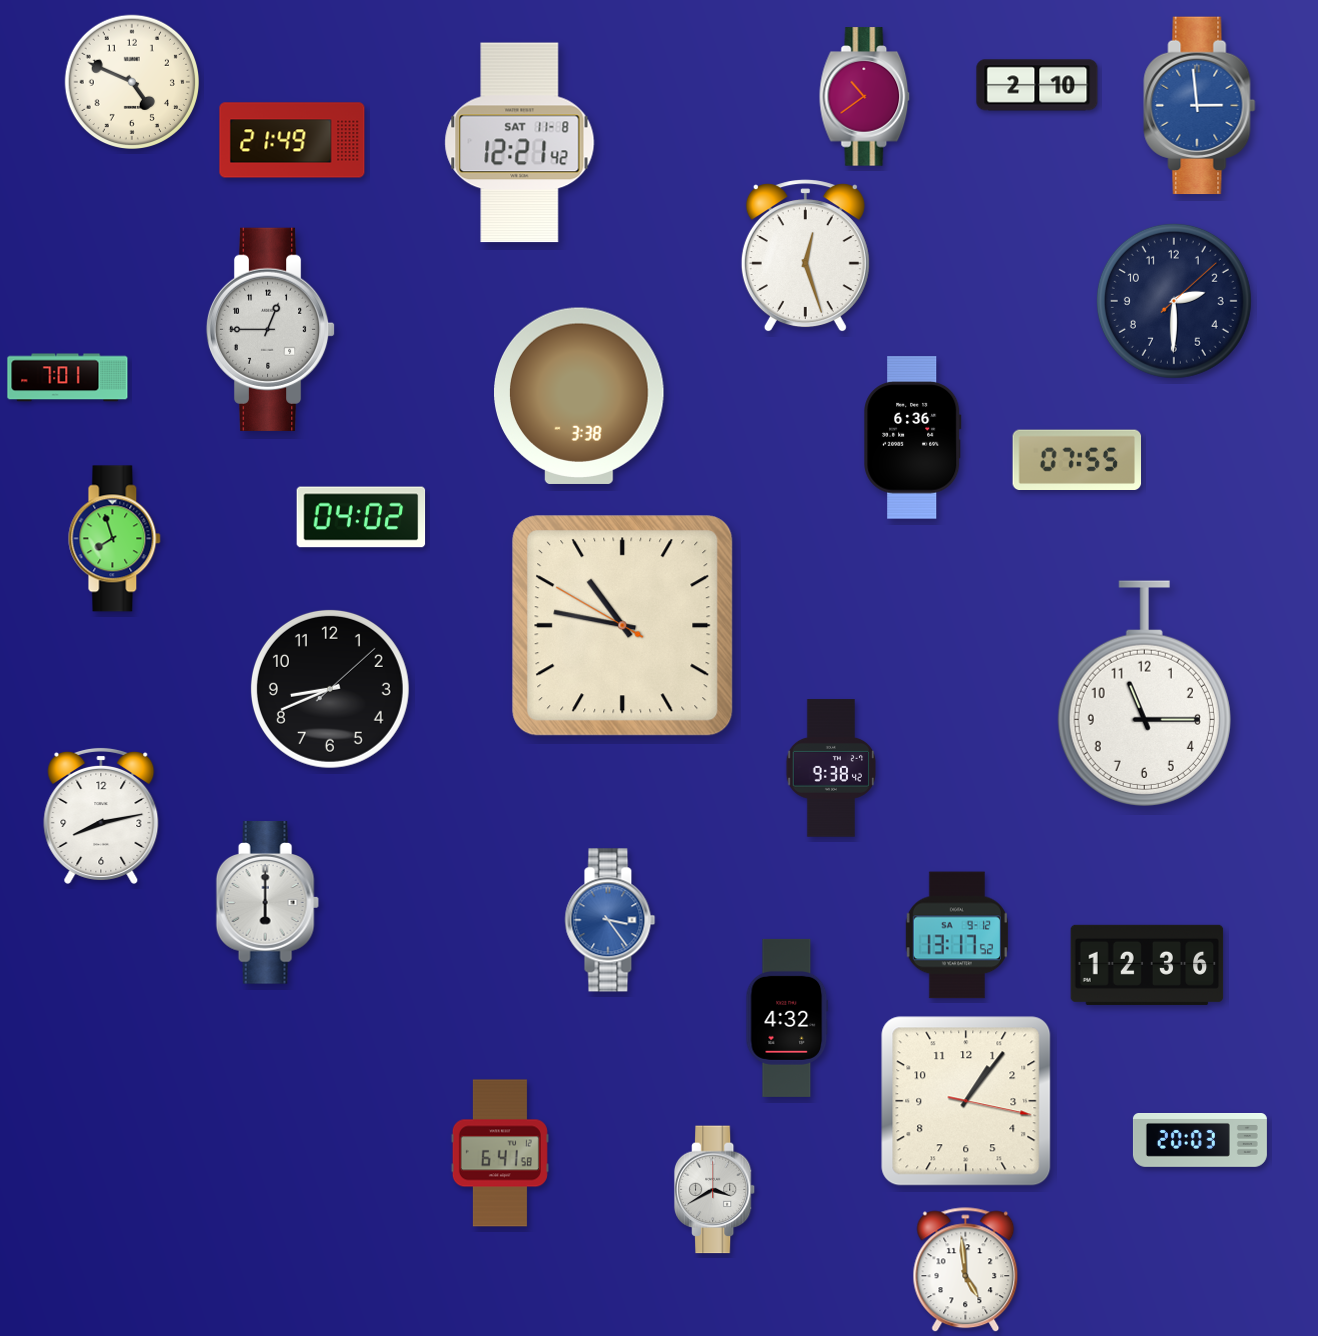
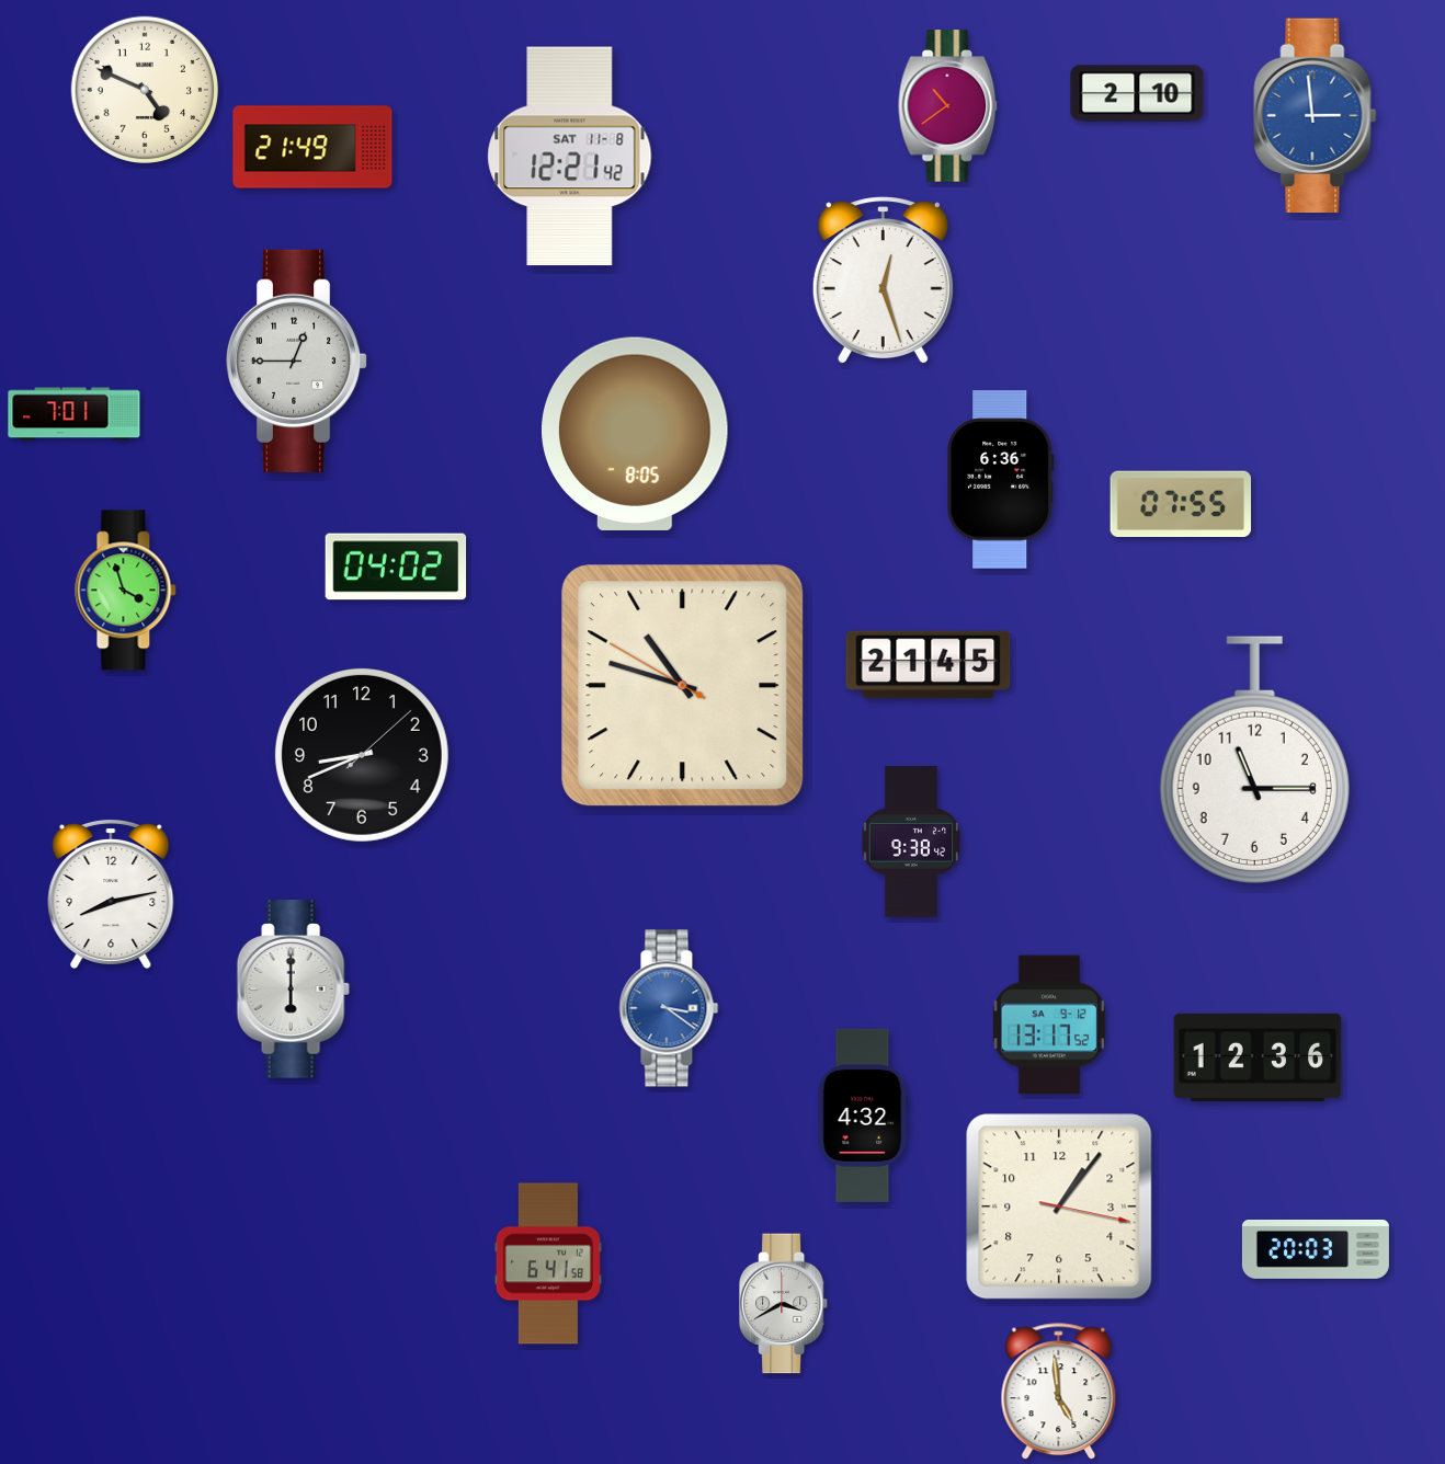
clock at (292, 140) position: (292, 140) -> (312, 147)
clock at (1174, 301): 2:30 -> none
clock at (580, 396): 3:38 -> 8:05
clock at (115, 539): 7:57 -> 3:57
clock at (929, 665): none -> 21:45
clock at (623, 626): 10:46 -> 10:47
clock at (610, 920): 3:24 -> 3:21
